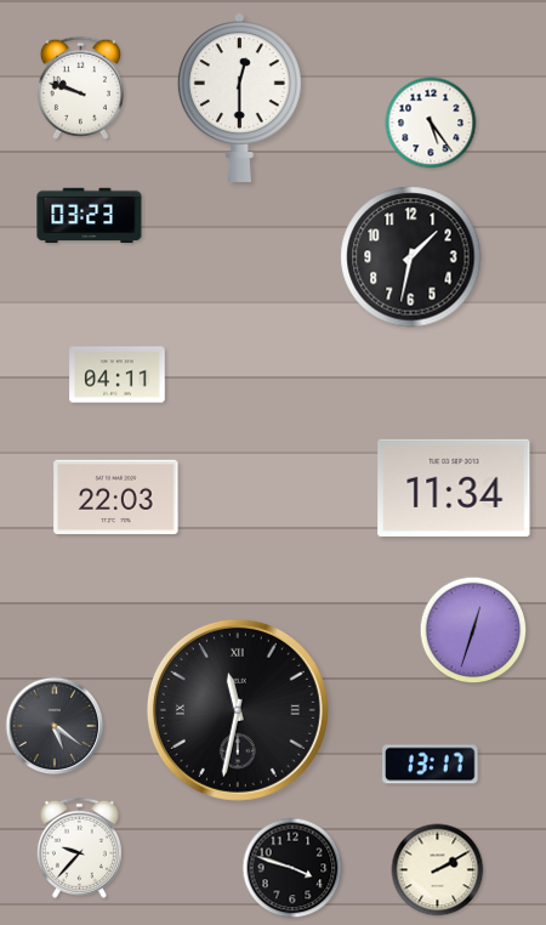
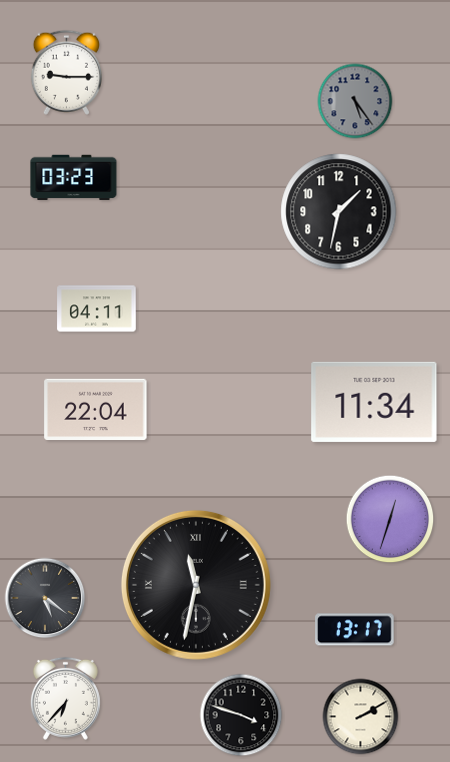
clock at (80, 87): 9:48 -> 9:15
clock at (239, 97): 12:30 -> none
clock at (431, 123) dial: white -> grey
clock at (116, 496): 22:03 -> 22:04
clock at (79, 847): 9:37 -> 6:37
